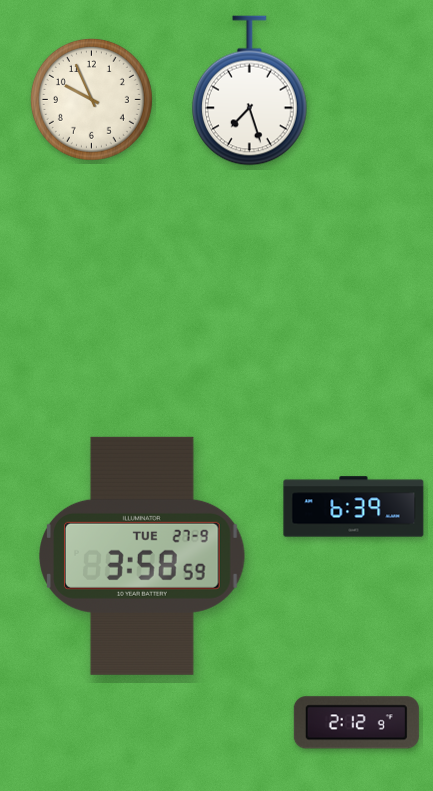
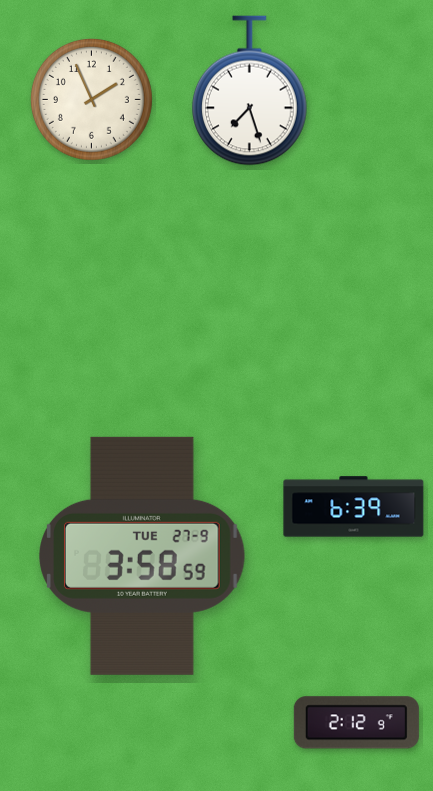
clock at (91, 99): 9:56 -> 1:56
